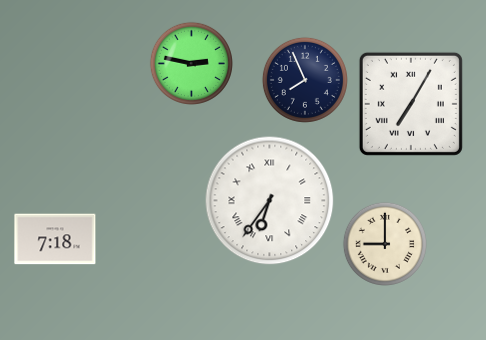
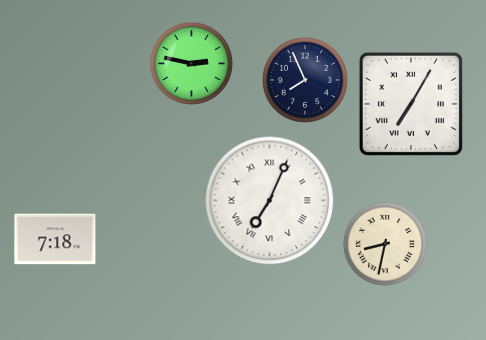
clock at (270, 201): 6:36 -> 7:04
clock at (385, 244): 9:00 -> 8:32
